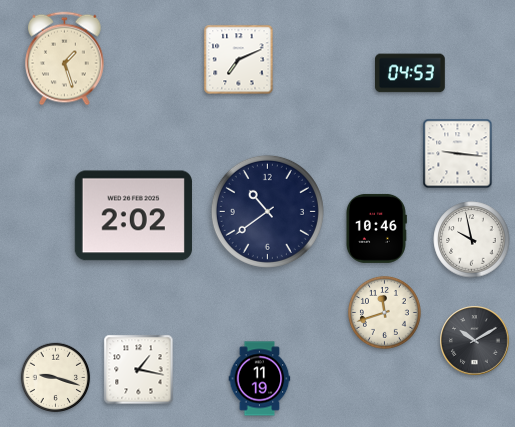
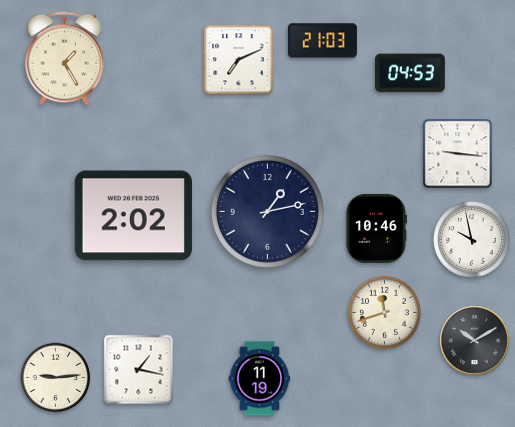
clock at (322, 41): none -> 21:03
clock at (65, 59): 1:27 -> 1:25
clock at (267, 211): 10:39 -> 1:13
clock at (56, 378): 9:18 -> 9:14
